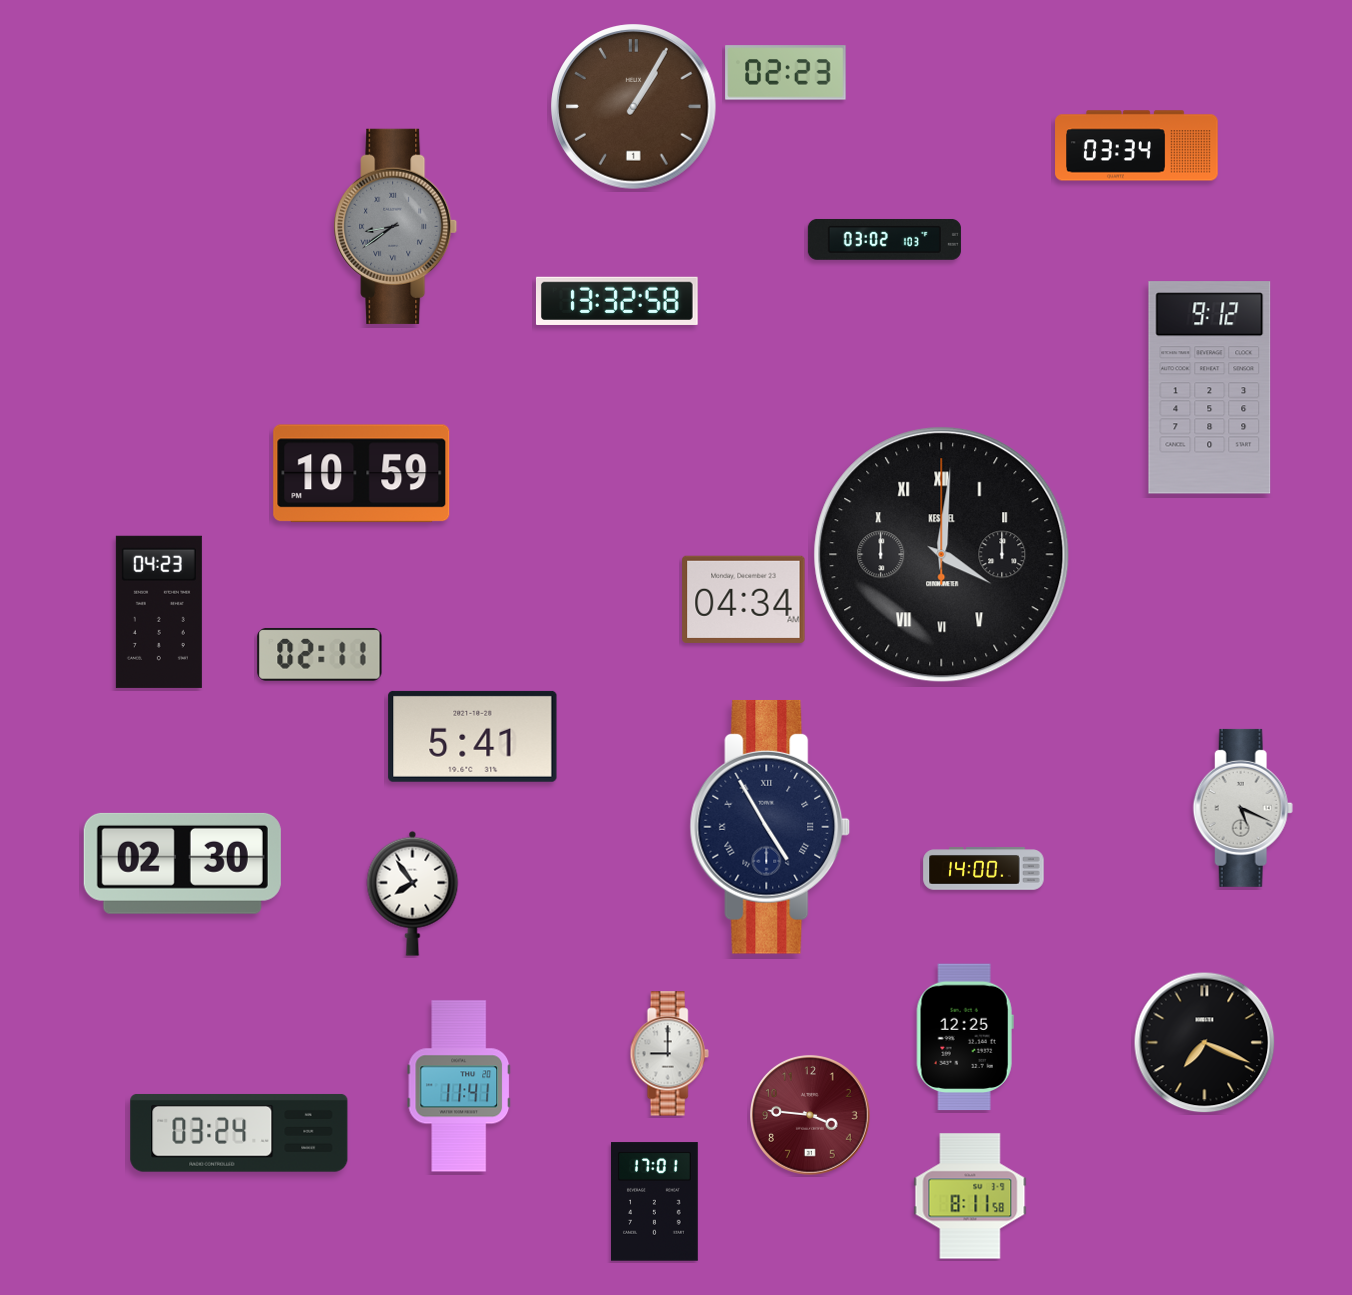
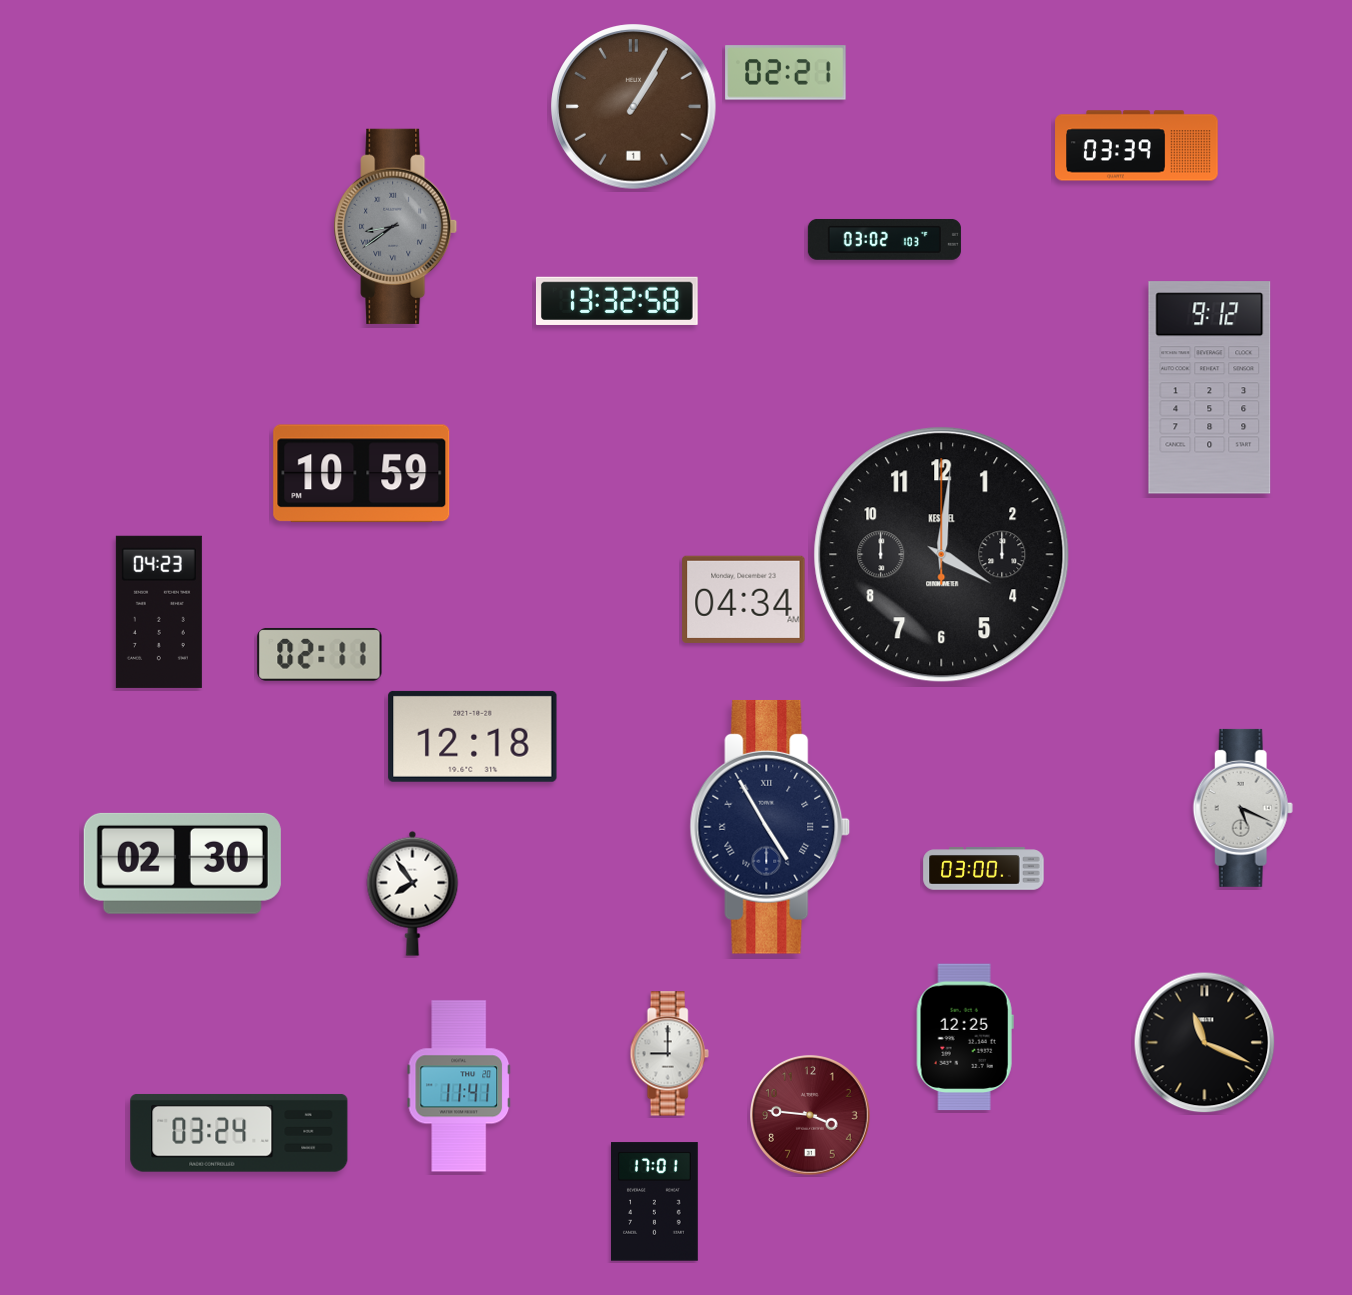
clock at (786, 73): 02:23 -> 02:21
clock at (1137, 146): 03:34 -> 03:39
clock at (942, 555) numerals: Roman -> Arabic
clock at (473, 736): 5:41 -> 12:18
clock at (984, 869): 14:00 -> 03:00
clock at (1205, 1043): 7:19 -> 11:19
clock at (970, 1196): 8:11 -> none
